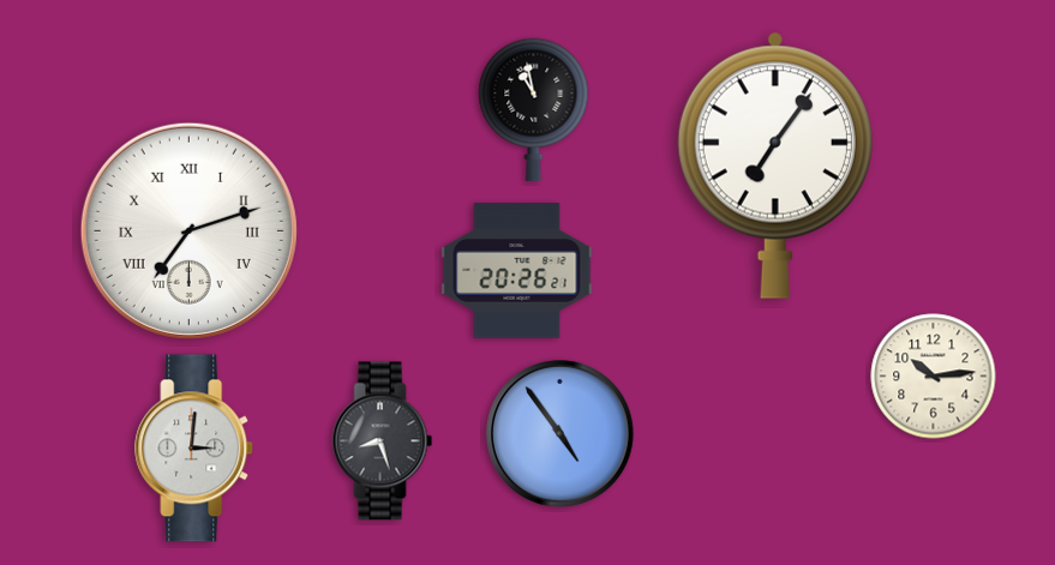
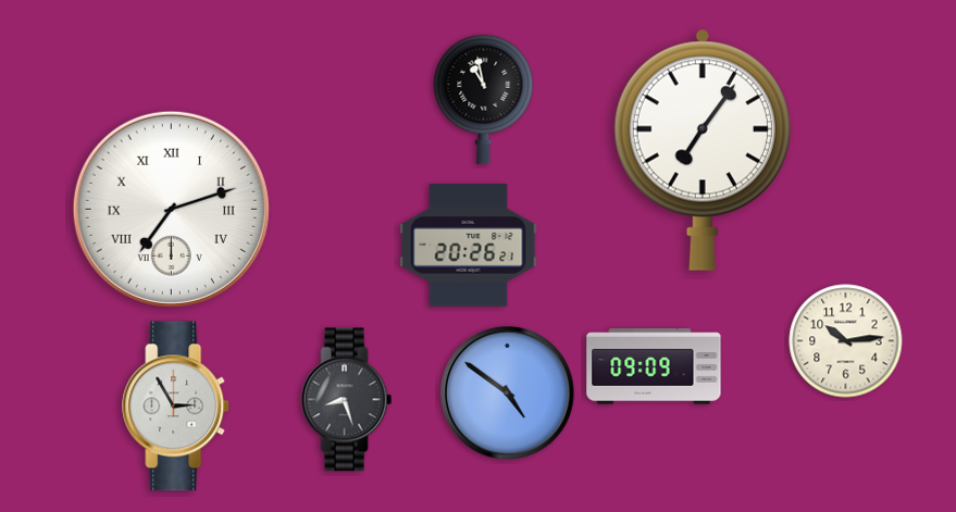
clock at (654, 366): none -> 09:09
clock at (559, 433): 4:54 -> 4:51
clock at (194, 449): 3:01 -> 2:55
